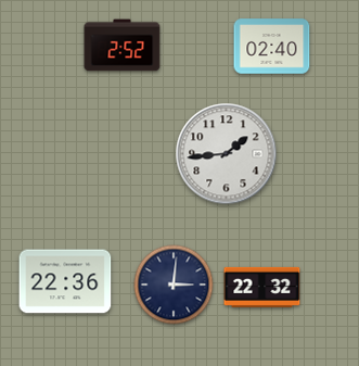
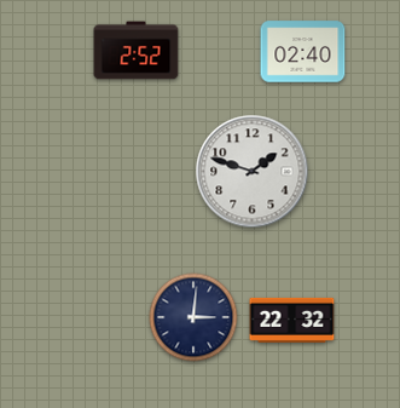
clock at (227, 154): 1:44 -> 1:48
clock at (65, 281): 22:36 -> none
